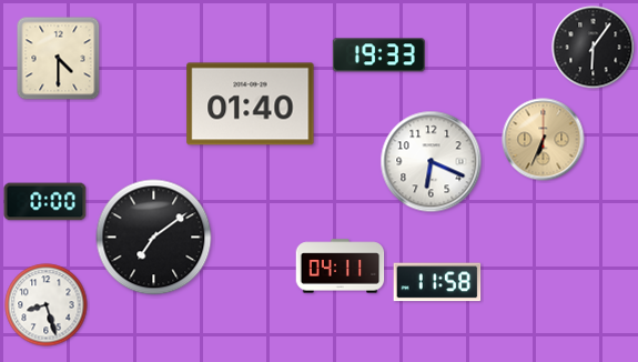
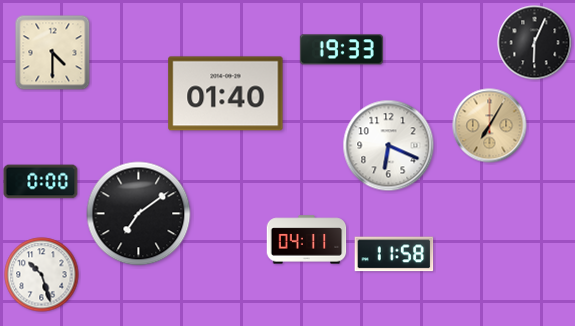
clock at (594, 48): 6:06 -> 6:04
clock at (544, 140): 6:34 -> 7:05
clock at (47, 305): 8:27 -> 10:27
